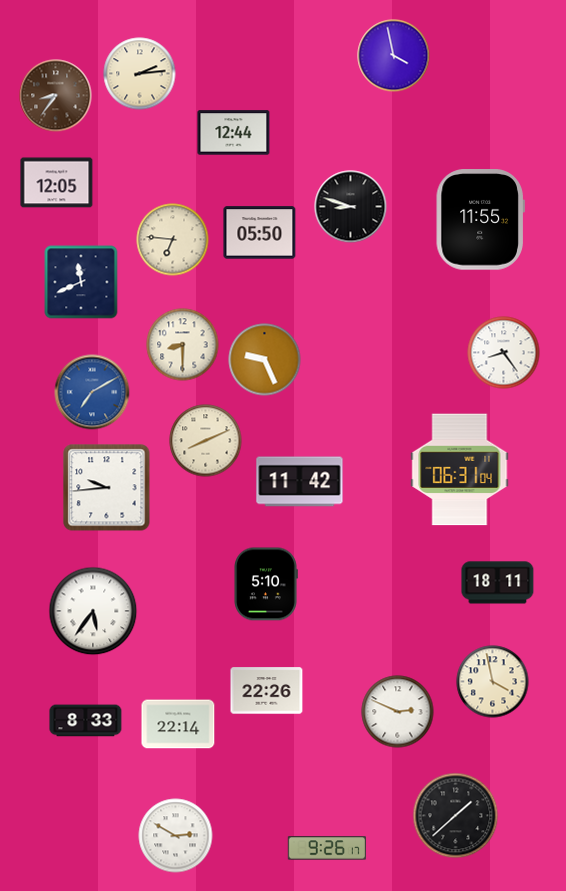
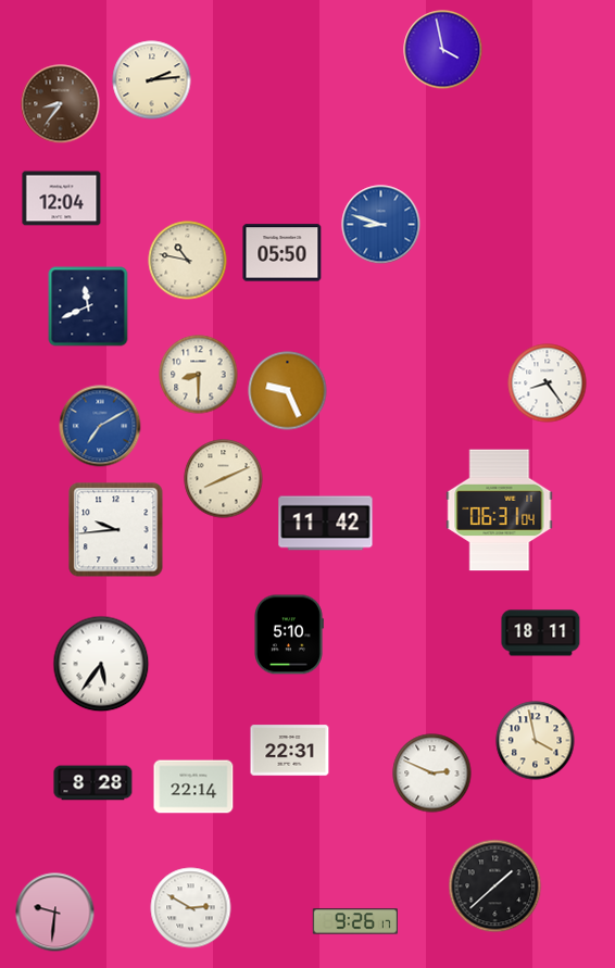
clock at (394, 56) position: (394, 56) -> (443, 50)
clock at (234, 133): 12:44 -> none
clock at (57, 183): 12:05 -> 12:04
clock at (351, 207) dial: black -> blue
clock at (480, 220): 11:55 -> none
clock at (173, 240): 6:46 -> 10:47
clock at (267, 691): 22:26 -> 22:31
clock at (86, 721): 8:33 -> 8:28
clock at (55, 913): none -> 9:31
